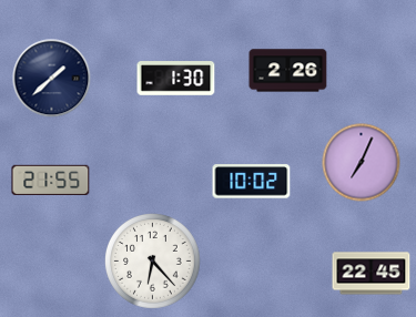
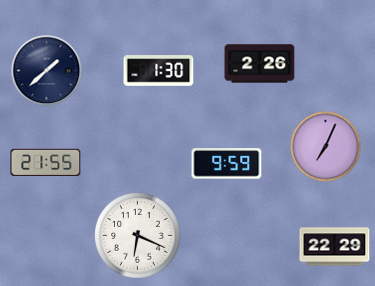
clock at (252, 182): 10:02 -> 9:59
clock at (153, 262): 6:23 -> 6:19
clock at (372, 274): 22:45 -> 22:29
